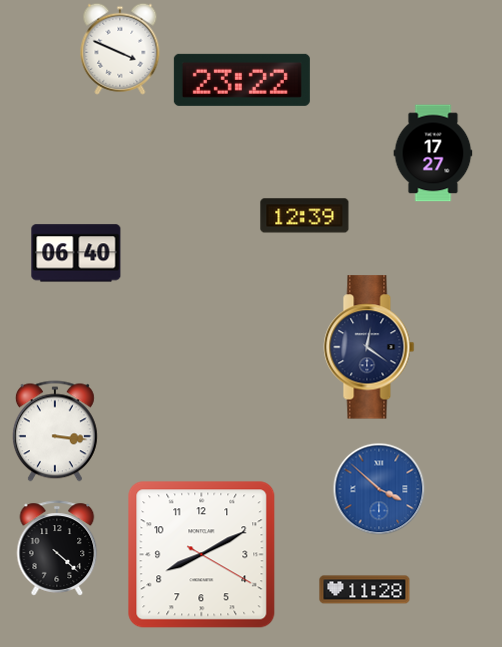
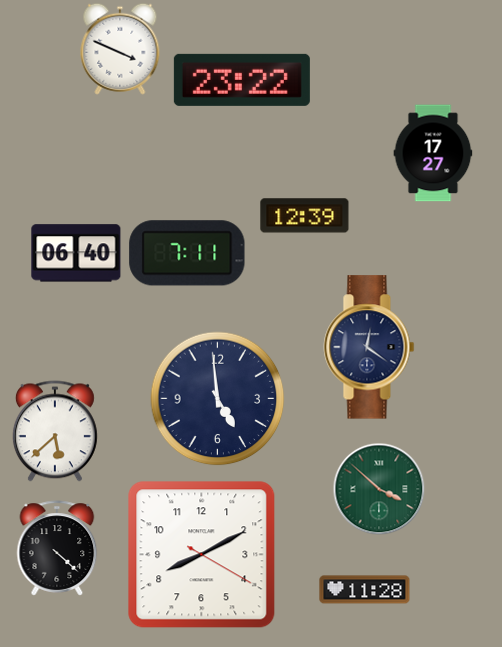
clock at (187, 253): none -> 7:11
clock at (218, 399): none -> 4:59
clock at (55, 431): 3:16 -> 5:38
clock at (379, 489) dial: blue -> green
